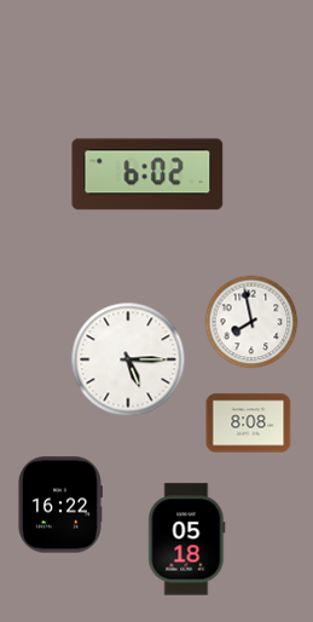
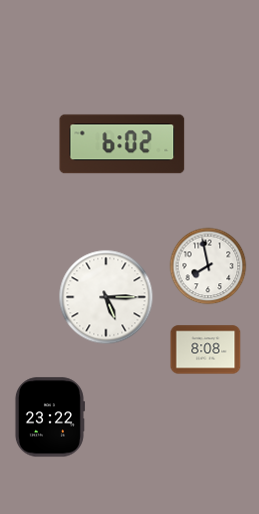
clock at (59, 505): 16:22 -> 23:22
clock at (187, 540): 05:18 -> none
